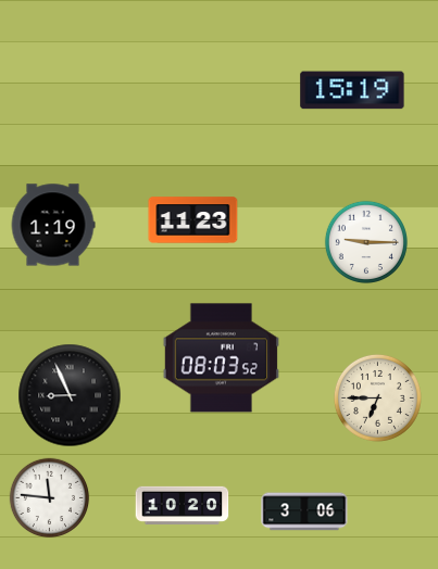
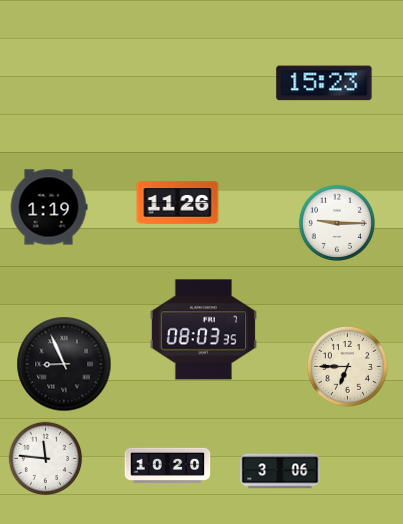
clock at (352, 90): 15:19 -> 15:23
clock at (193, 220): 11:23 -> 11:26
clock at (221, 358): 08:03:52 -> 08:03:35
